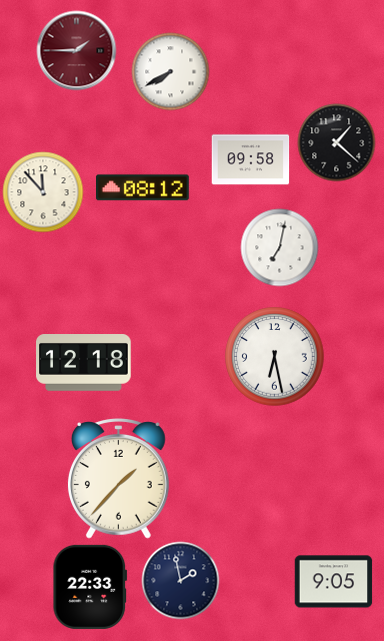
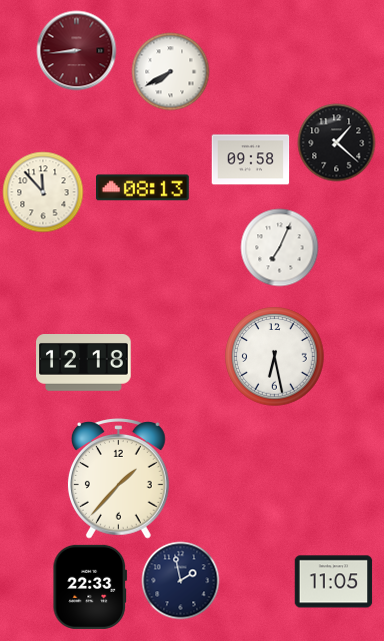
clock at (76, 50): 1:45 -> 8:44
clock at (143, 188): 08:12 -> 08:13
clock at (279, 247): 7:02 -> 7:04
clock at (333, 582): 9:05 -> 11:05
